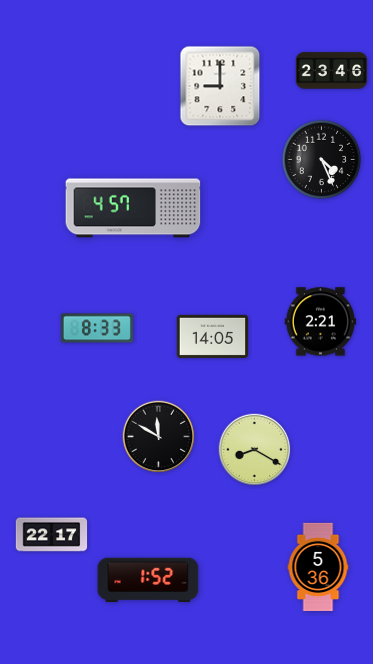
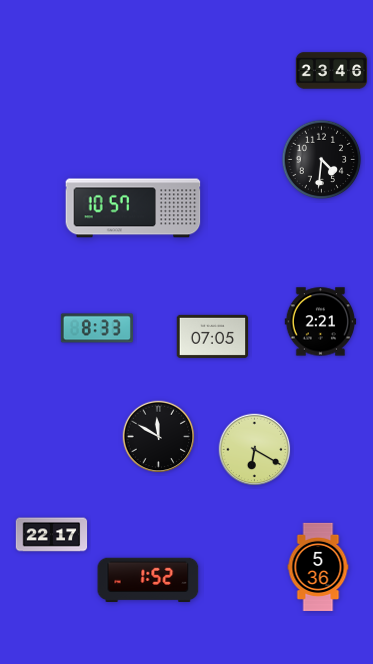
clock at (220, 86): 9:00 -> none
clock at (322, 160): 4:26 -> 4:31
clock at (133, 208): 4:57 -> 10:57
clock at (213, 336): 14:05 -> 07:05
clock at (255, 450): 8:20 -> 6:20
